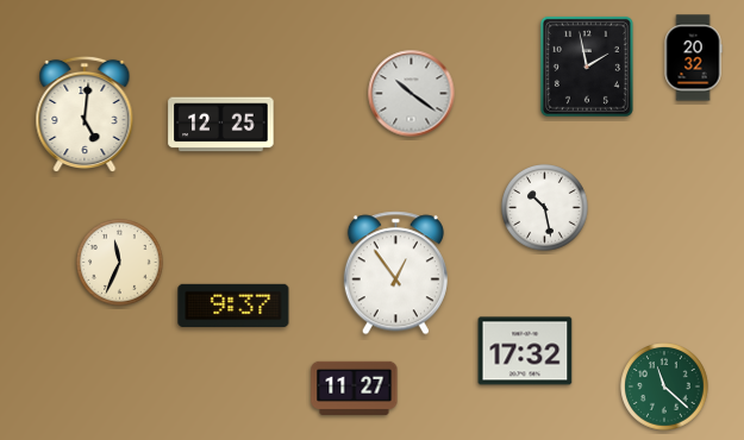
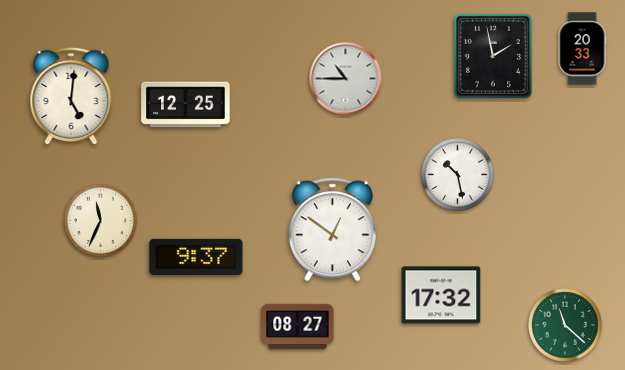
clock at (693, 58): 20:32 -> 20:33
clock at (412, 94): 10:21 -> 10:45
clock at (395, 274): 12:54 -> 12:51
clock at (664, 386) position: (664, 386) -> (565, 325)
clock at (355, 388): 11:27 -> 08:27
